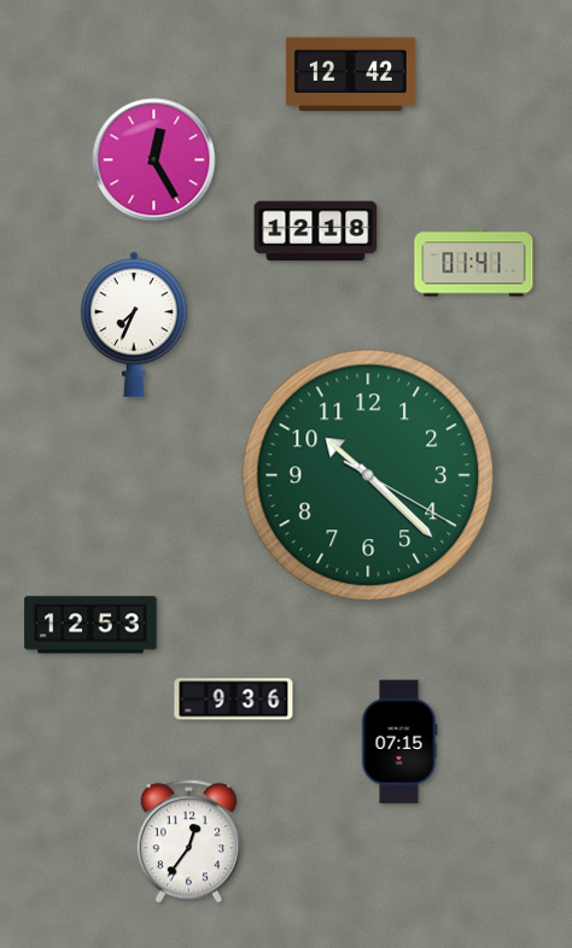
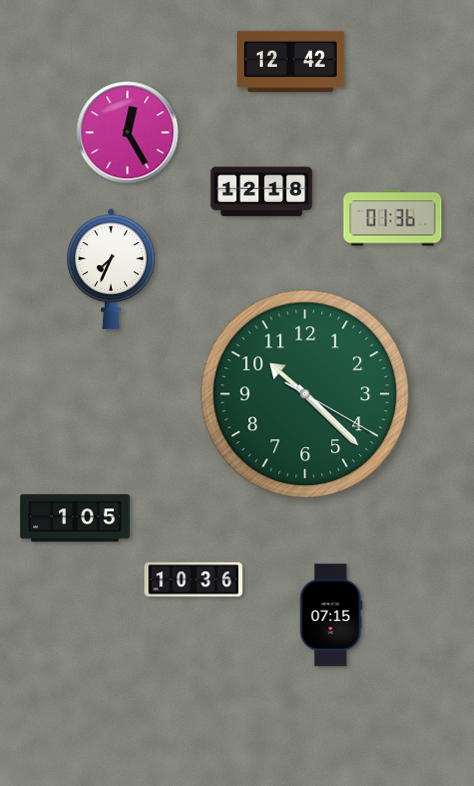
clock at (474, 263): 01:41 -> 01:36
clock at (91, 625): 12:53 -> 1:05
clock at (234, 700): 9:36 -> 10:36
clock at (188, 842): 12:36 -> none
